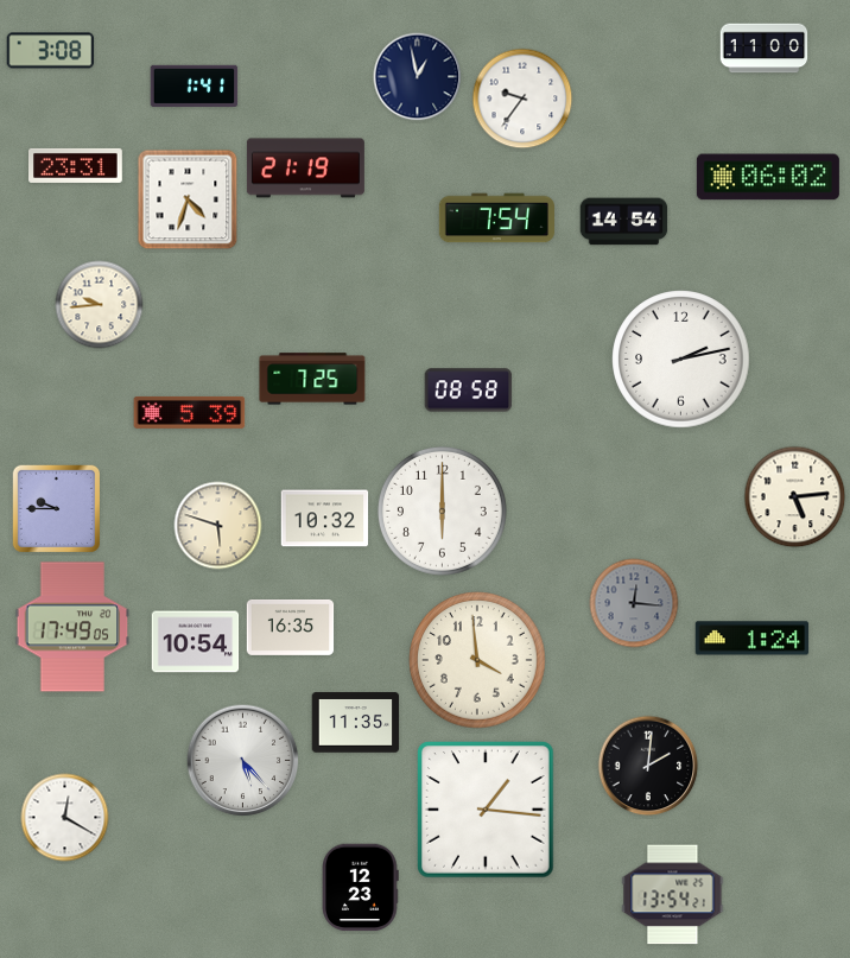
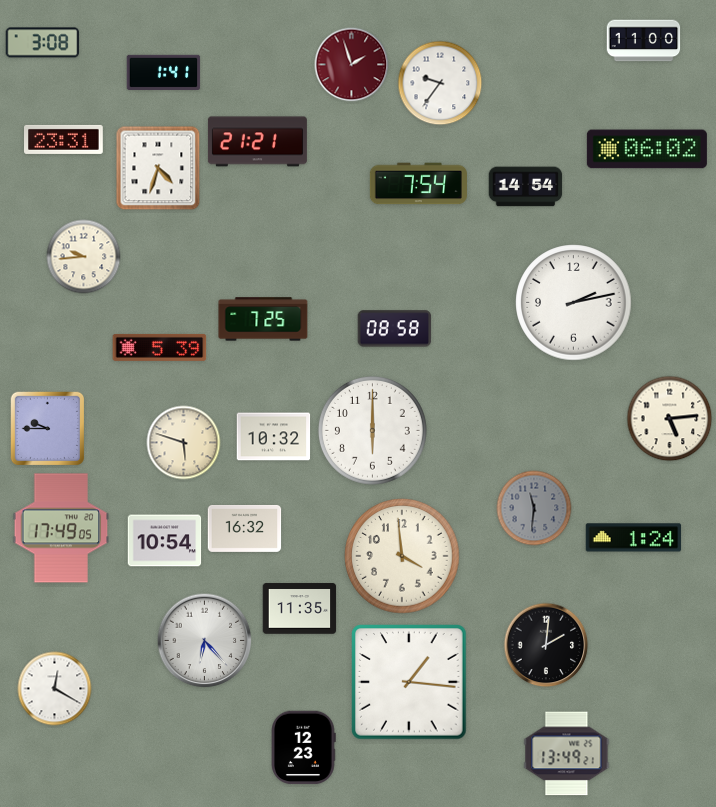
clock at (418, 77): 12:58 -> 1:57
clock at (418, 77) dial: navy -> burgundy
clock at (305, 169): 21:19 -> 21:21
clock at (634, 603): 12:16 -> 11:31
clock at (291, 627): 16:35 -> 16:32
clock at (243, 761): 5:23 -> 6:23
clock at (673, 895): 13:54 -> 13:49
